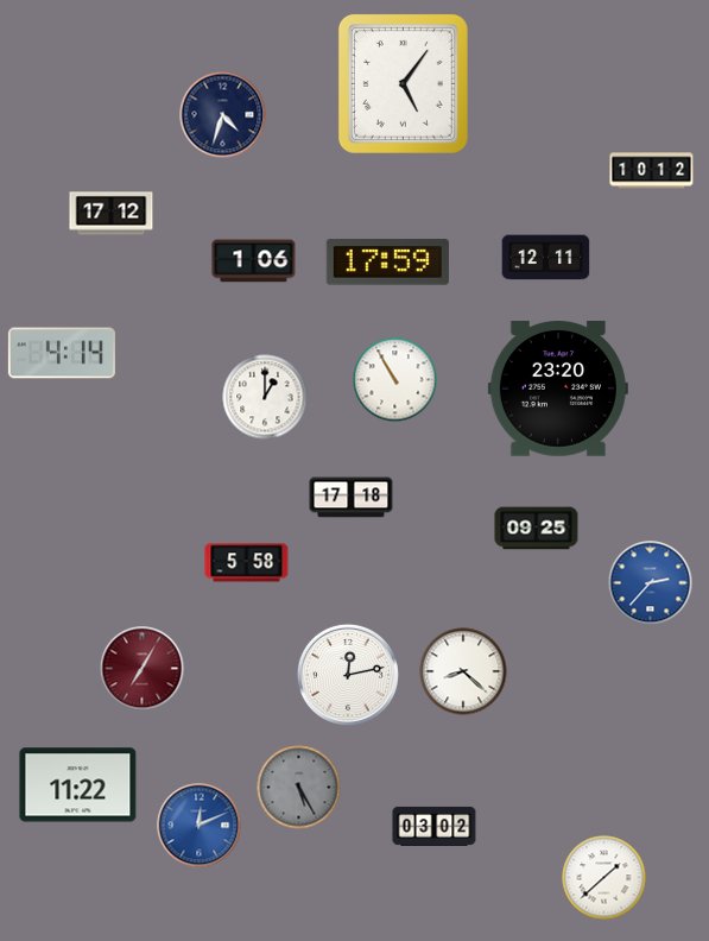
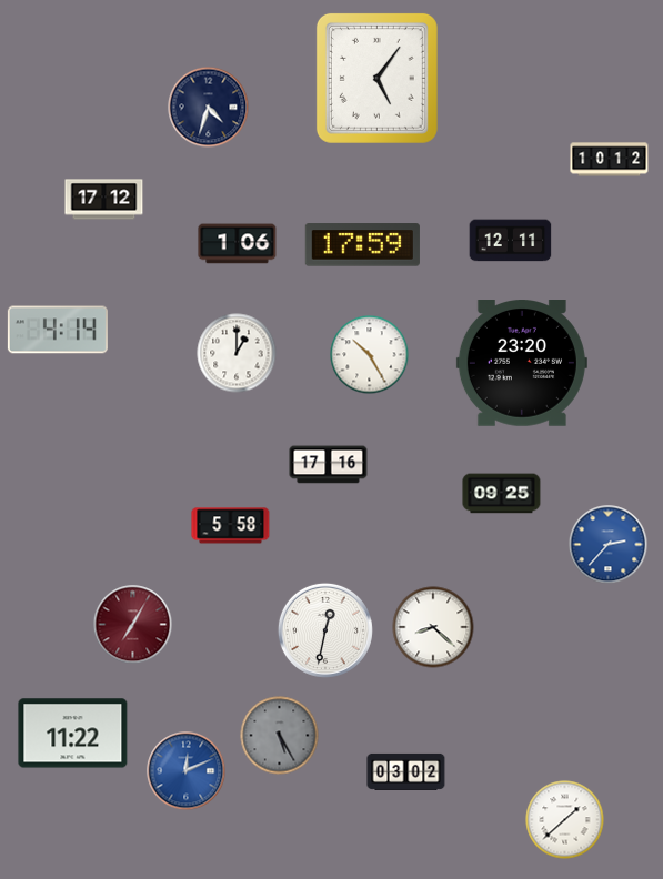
clock at (395, 380): 10:55 -> 10:25
clock at (265, 397) position: (265, 397) -> (237, 353)
clock at (352, 498): 17:18 -> 17:16
clock at (348, 675): 12:13 -> 12:32
